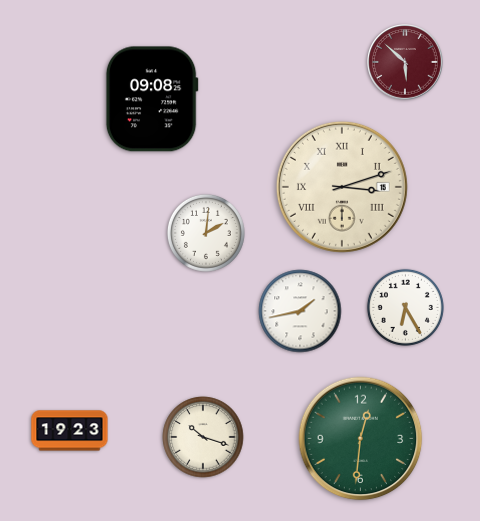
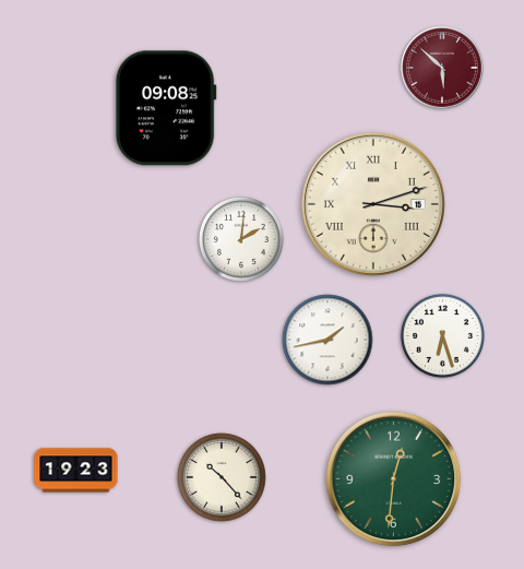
clock at (206, 233) position: (206, 233) -> (241, 239)
clock at (405, 307): 6:25 -> 6:27
clock at (203, 437): 10:18 -> 10:23
